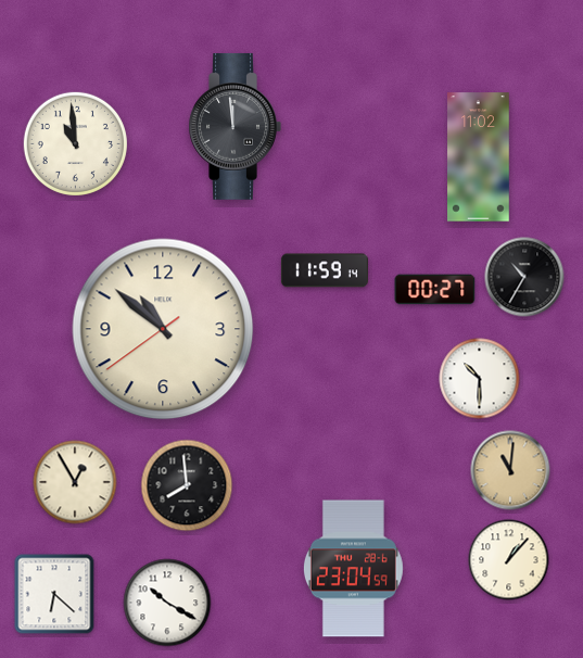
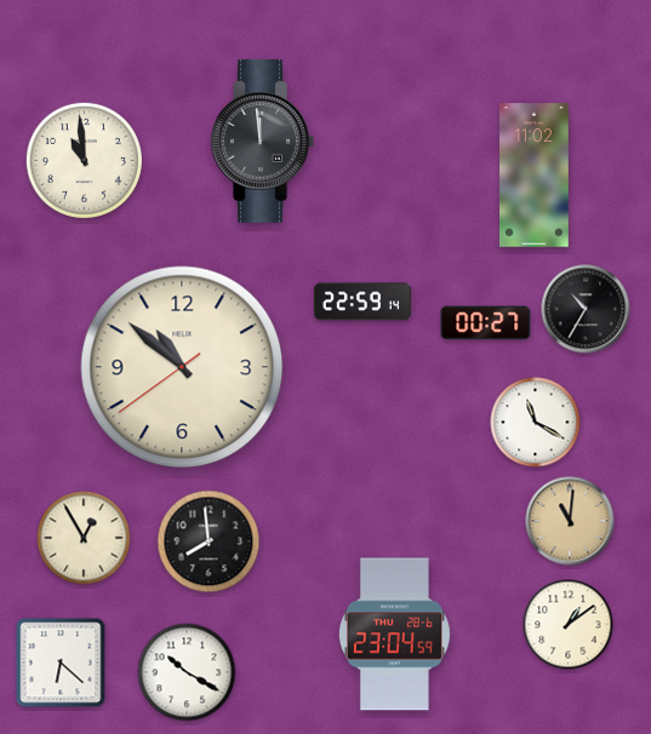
clock at (325, 270): 11:59 -> 22:59
clock at (480, 379): 10:30 -> 11:20
clock at (510, 470) position: (510, 470) -> (570, 521)
clock at (509, 560): 1:07 -> 1:09
